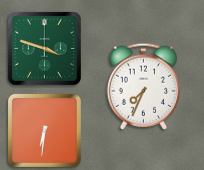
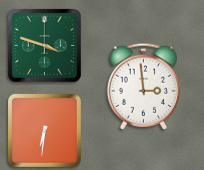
clock at (44, 48) position: (44, 48) -> (44, 45)
clock at (144, 86): 7:34 -> 2:59
